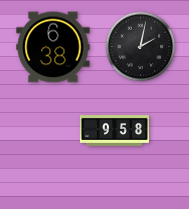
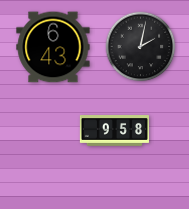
clock at (53, 47): 6:38 -> 6:43
